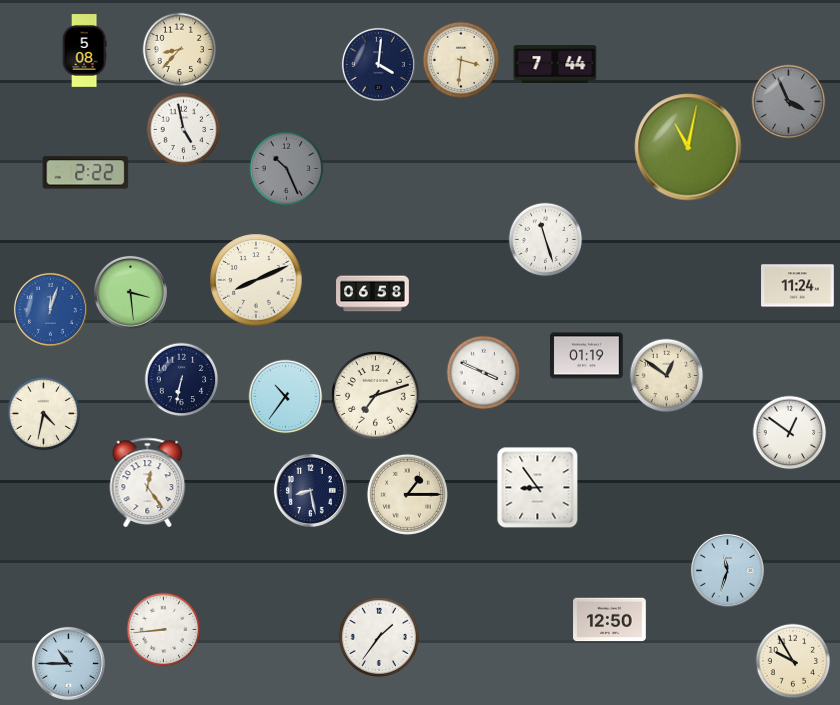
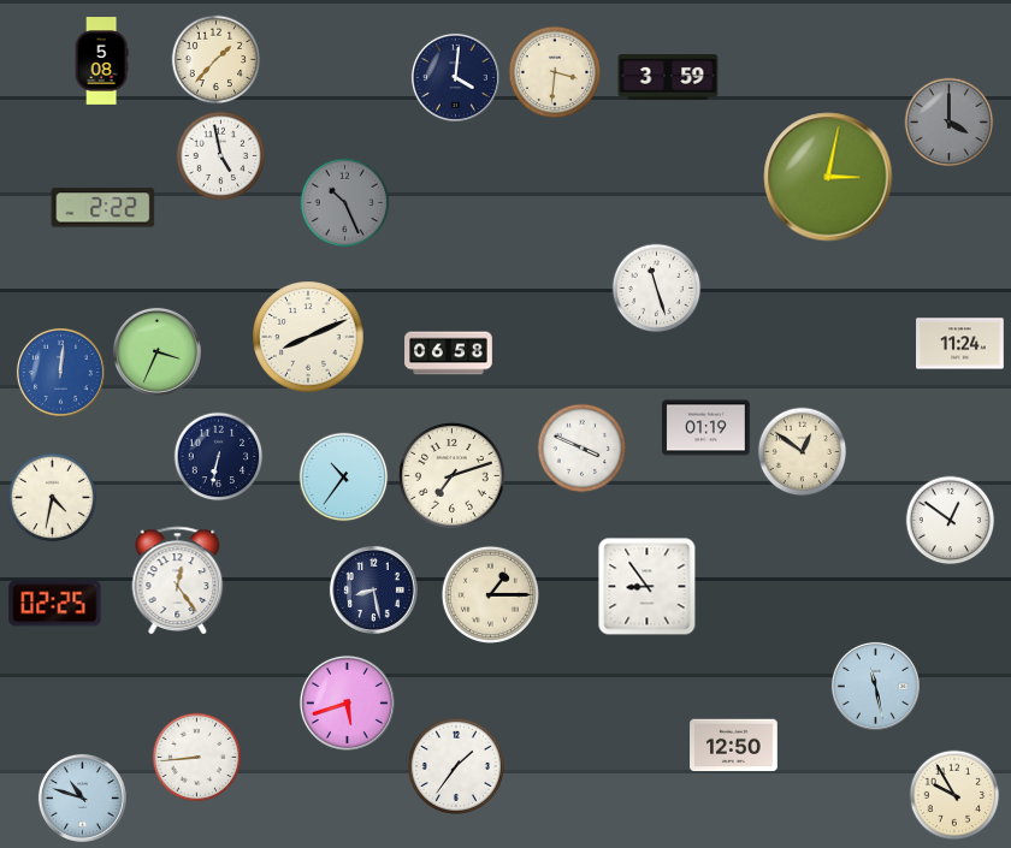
clock at (180, 50): 8:37 -> 1:37
clock at (555, 64): 7:44 -> 3:59
clock at (789, 102): 3:56 -> 4:00
clock at (688, 147): 11:02 -> 3:02
clock at (130, 292): 3:29 -> 3:34
clock at (50, 309): 12:03 -> 12:01
clock at (55, 604): none -> 02:25
clock at (727, 570): 11:33 -> 11:28
clock at (347, 702): none -> 5:42
clock at (68, 663): 10:45 -> 10:48
